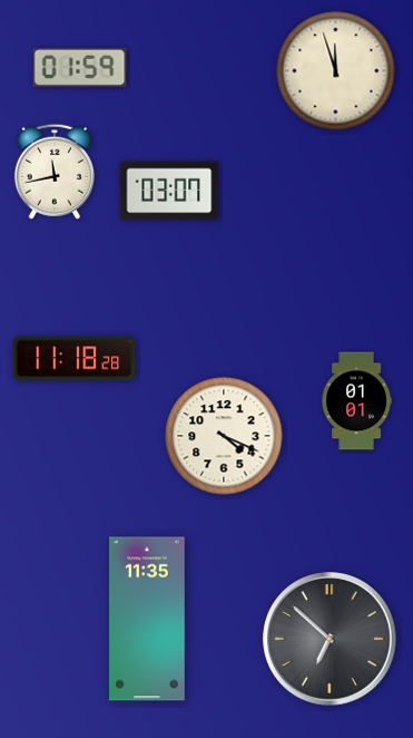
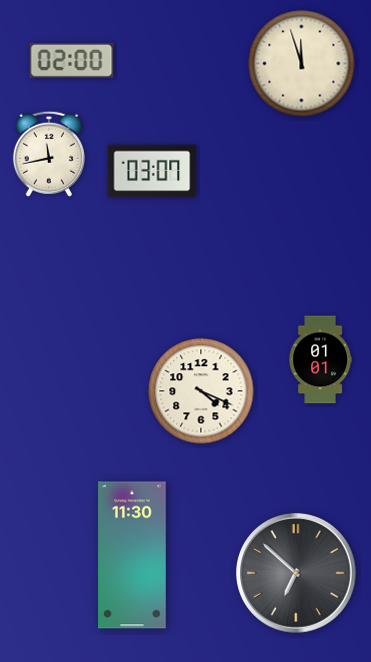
clock at (80, 67): 01:59 -> 02:00
clock at (75, 359): 11:18 -> none
clock at (147, 619): 11:35 -> 11:30
